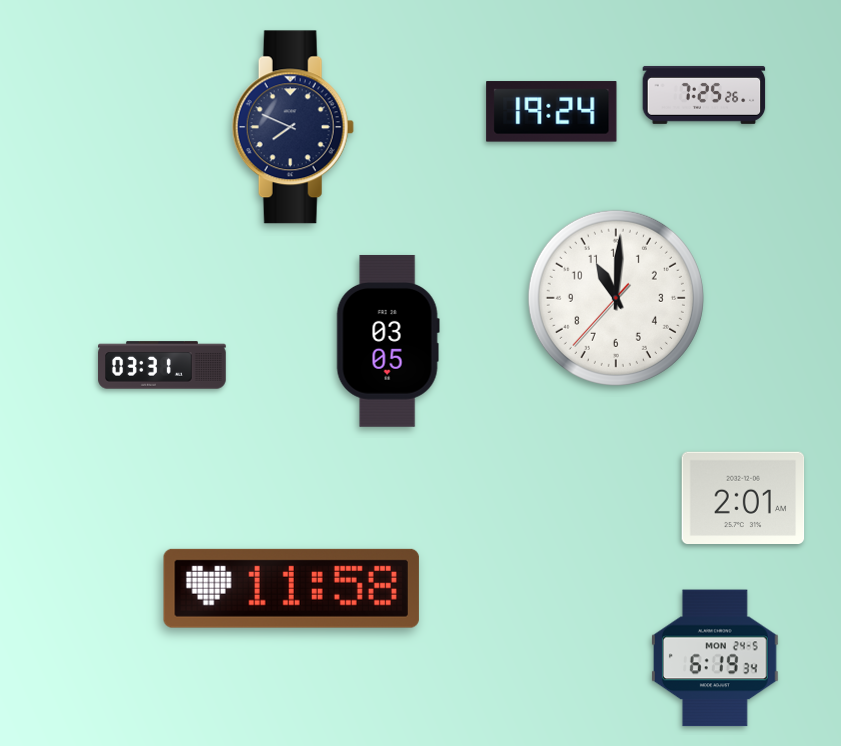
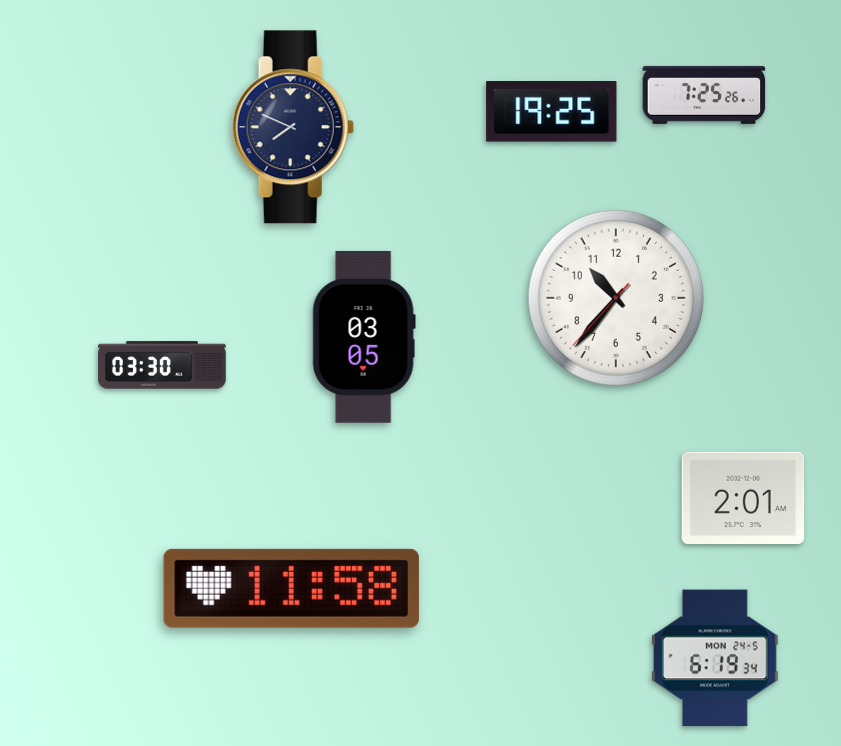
clock at (552, 112): 19:24 -> 19:25
clock at (616, 298): 11:00 -> 10:36
clock at (388, 341) position: (388, 341) -> (364, 337)
clock at (162, 365): 03:31 -> 03:30
